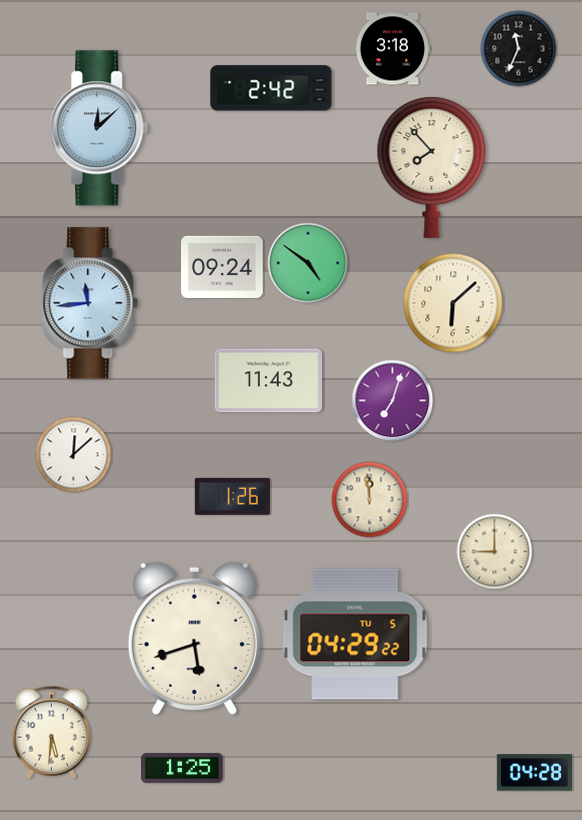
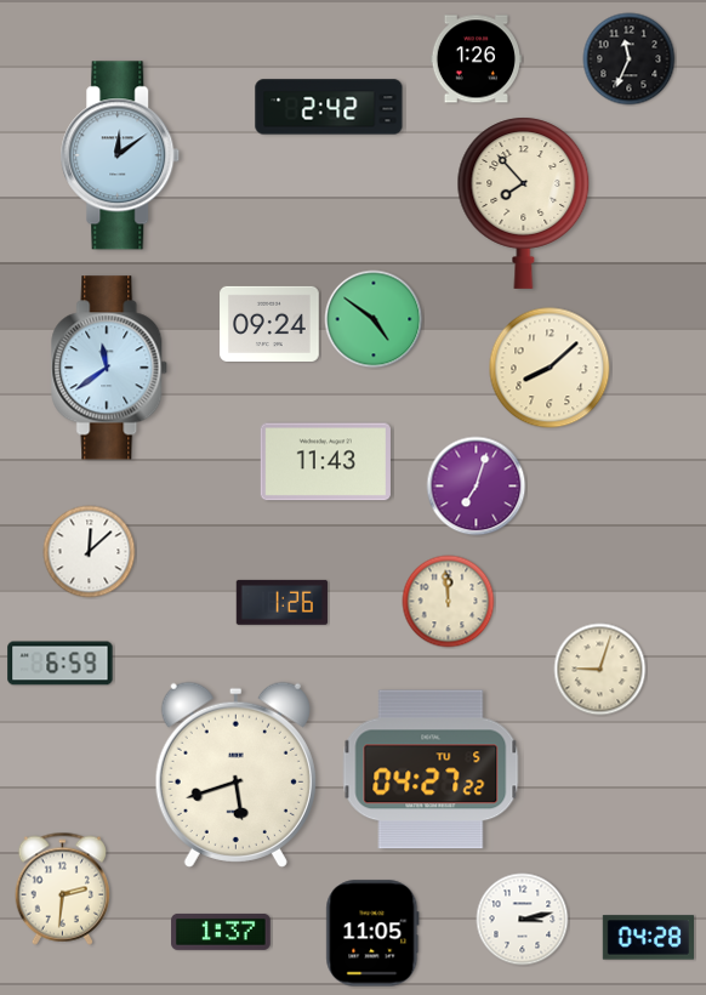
clock at (392, 49): 3:18 -> 1:26
clock at (99, 128): 12:08 -> 12:09
clock at (91, 303): 11:44 -> 11:39
clock at (453, 303): 6:08 -> 8:08
clock at (370, 500) position: (370, 500) -> (449, 602)
clock at (61, 664): none -> 6:59
clock at (495, 552): 9:00 -> 9:03
clock at (355, 634): 04:29 -> 04:27
clock at (51, 732): 5:31 -> 2:31
clock at (523, 920): none -> 3:13
clock at (182, 768): 1:25 -> 1:37
clock at (372, 933): none -> 11:05
